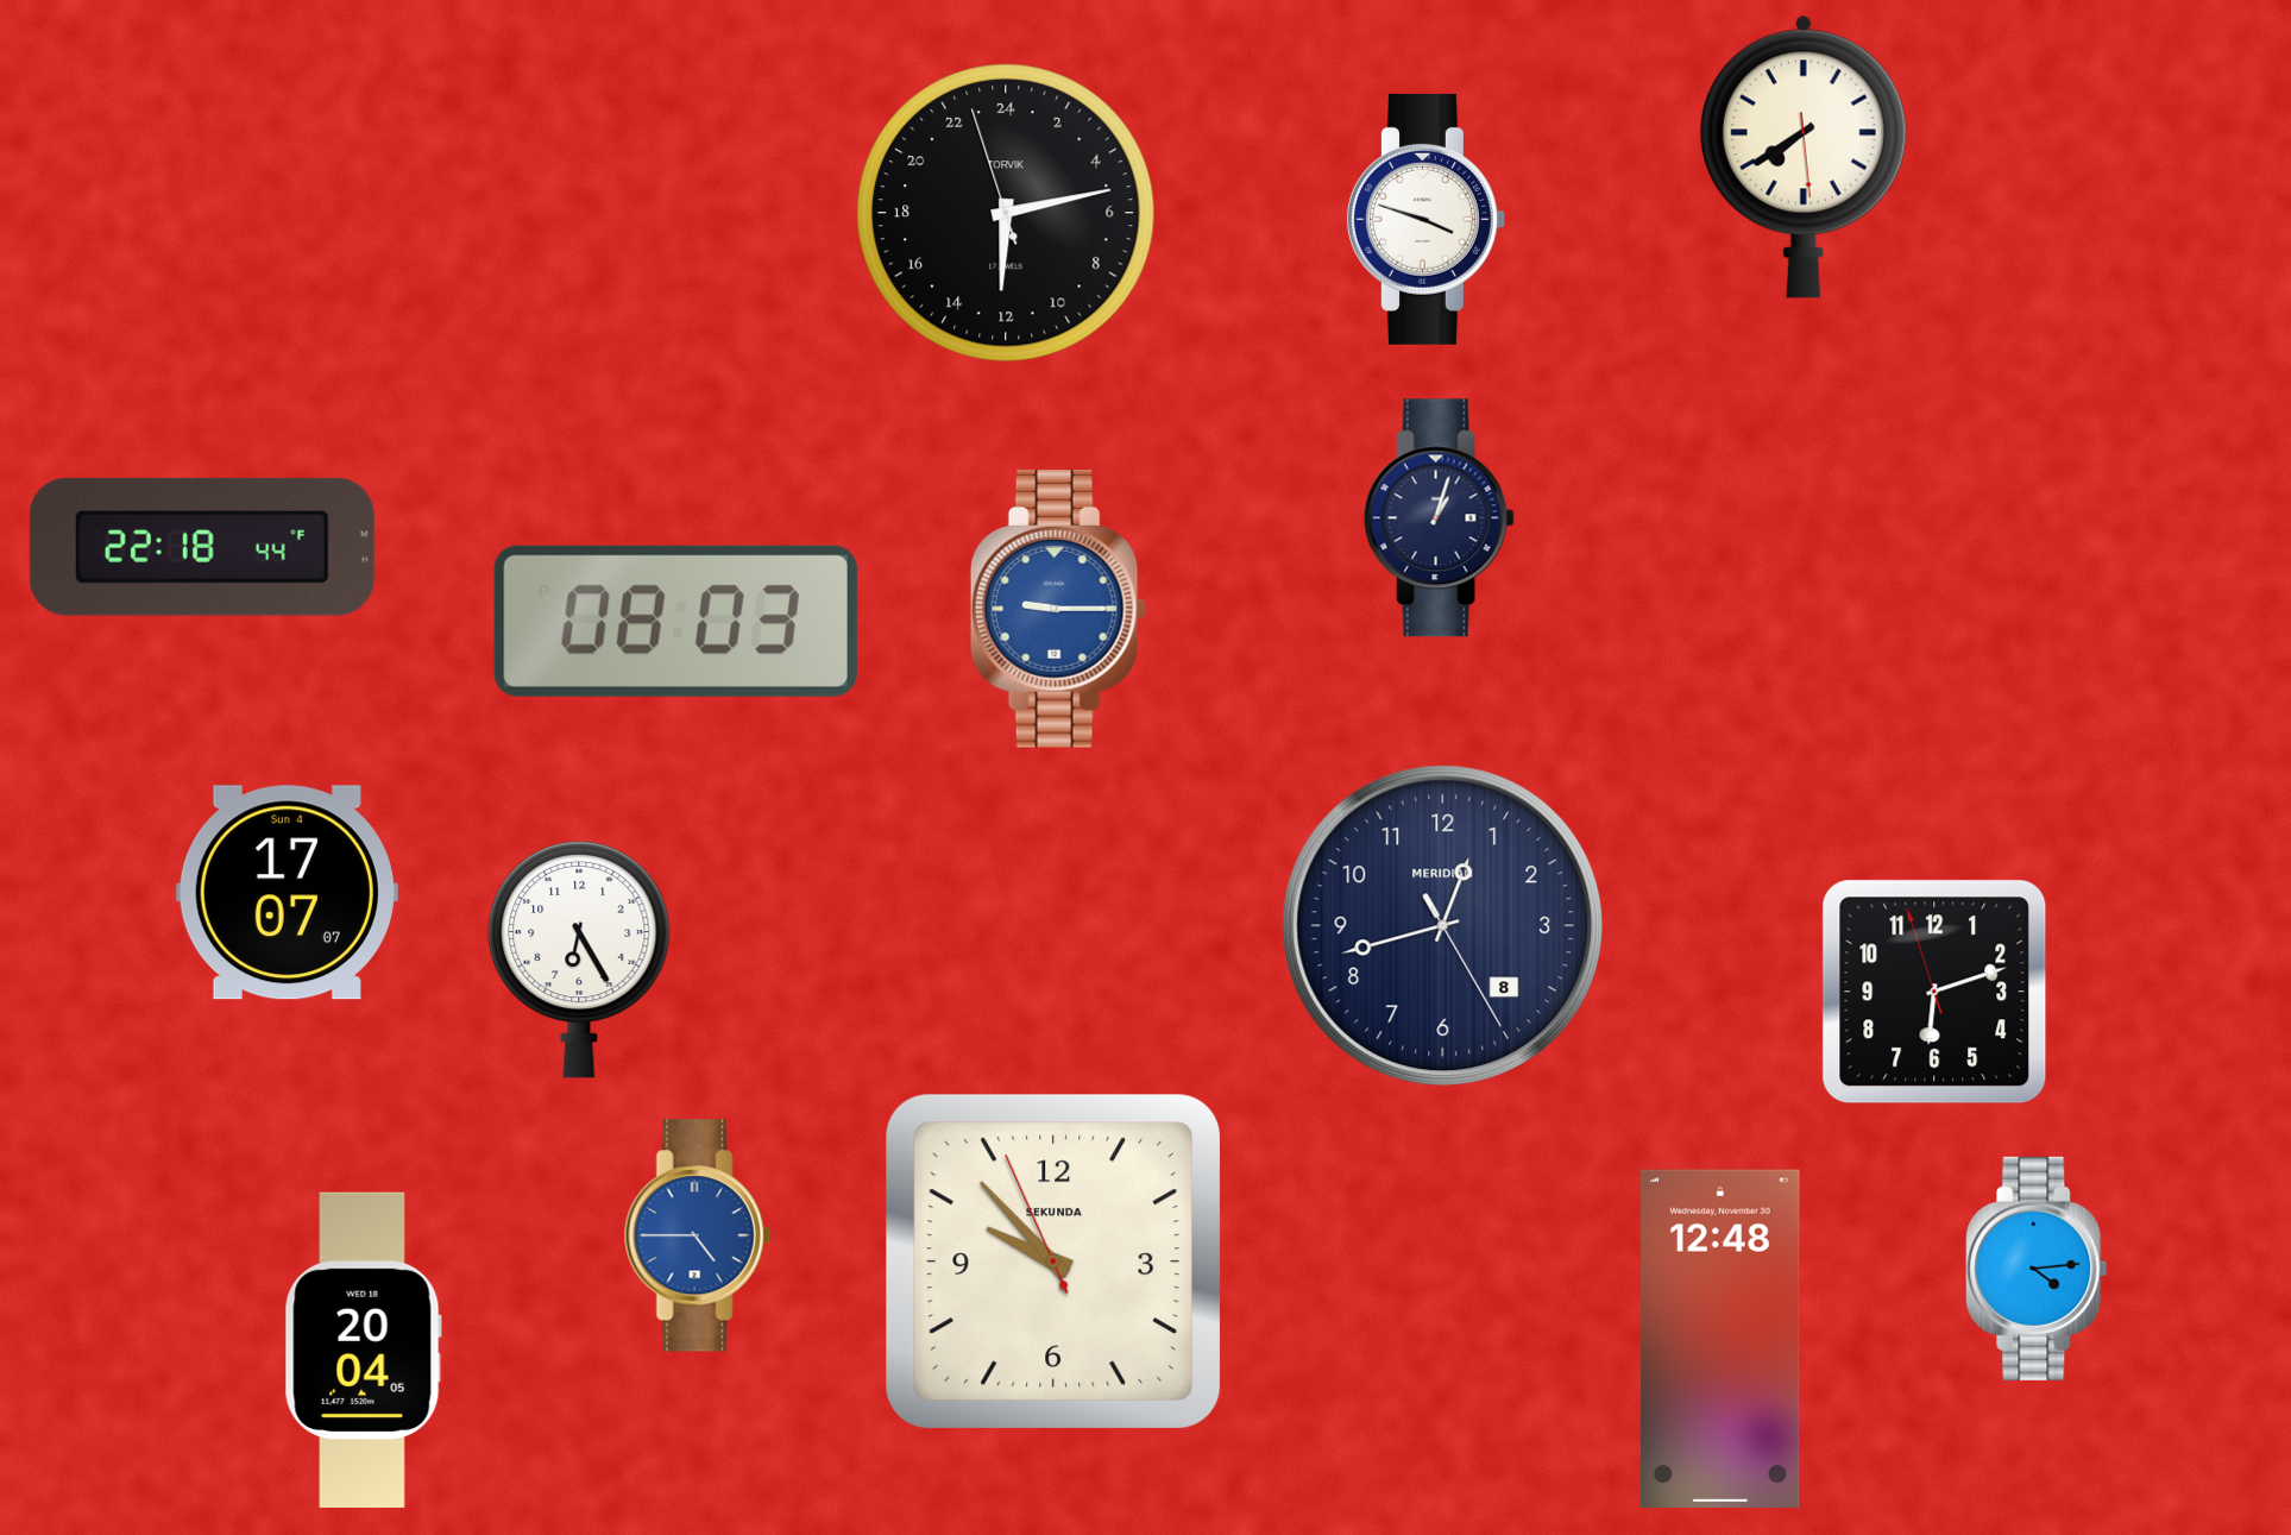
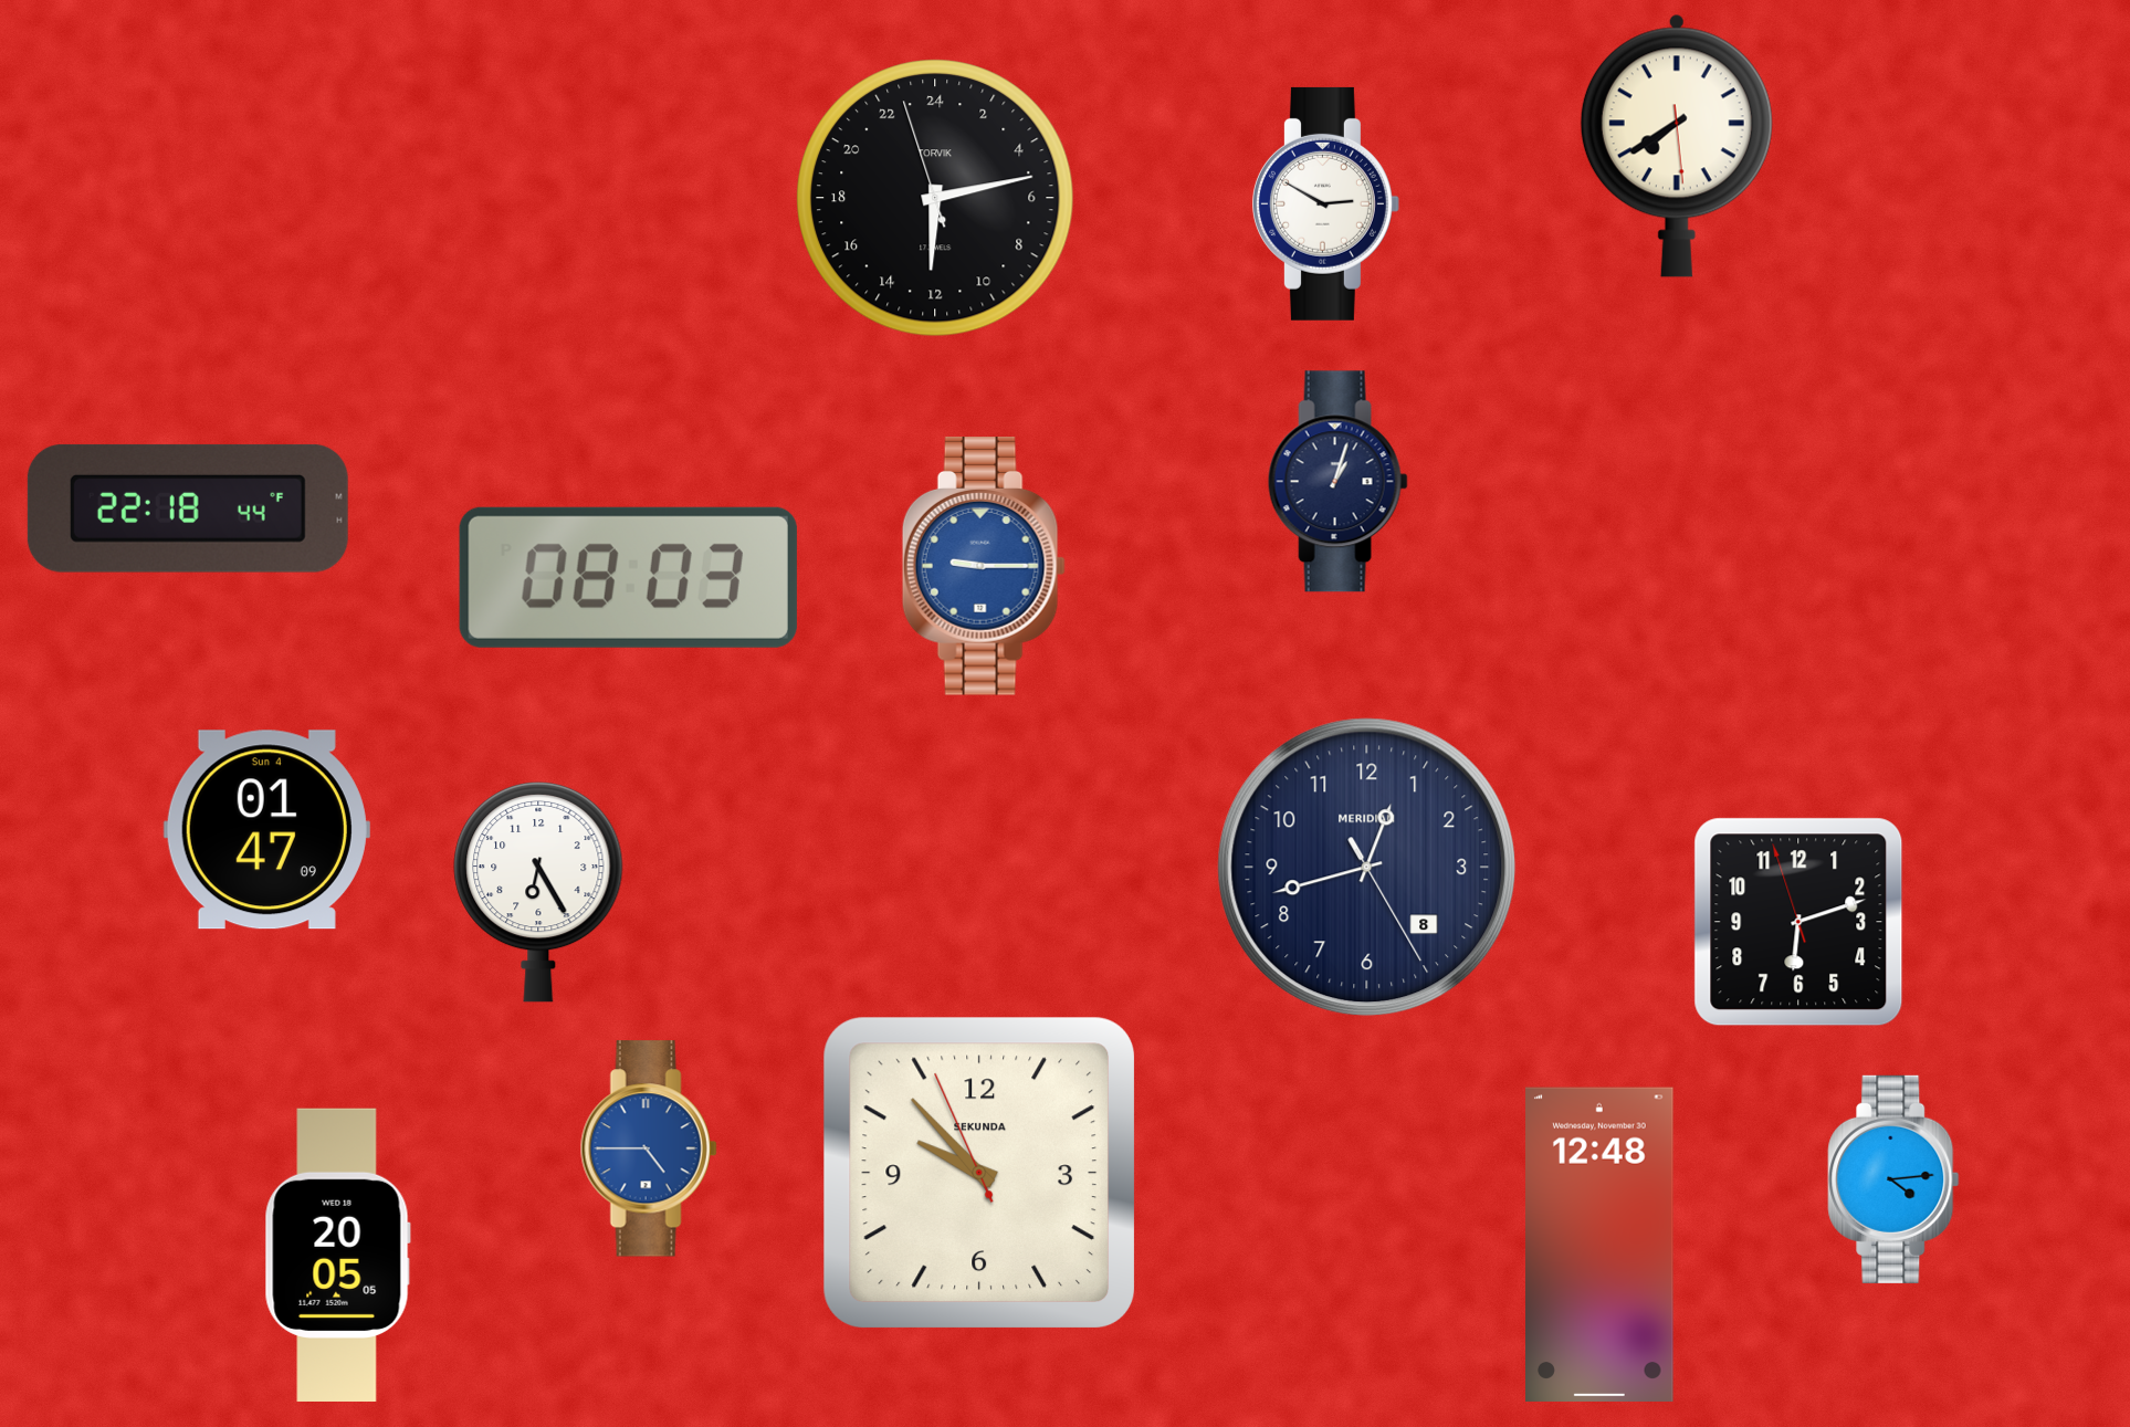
clock at (1425, 219): 3:48 -> 2:50
clock at (287, 893): 17:07 -> 01:47
clock at (1443, 926) position: (1443, 926) -> (1367, 868)
clock at (363, 1350): 20:04 -> 20:05
